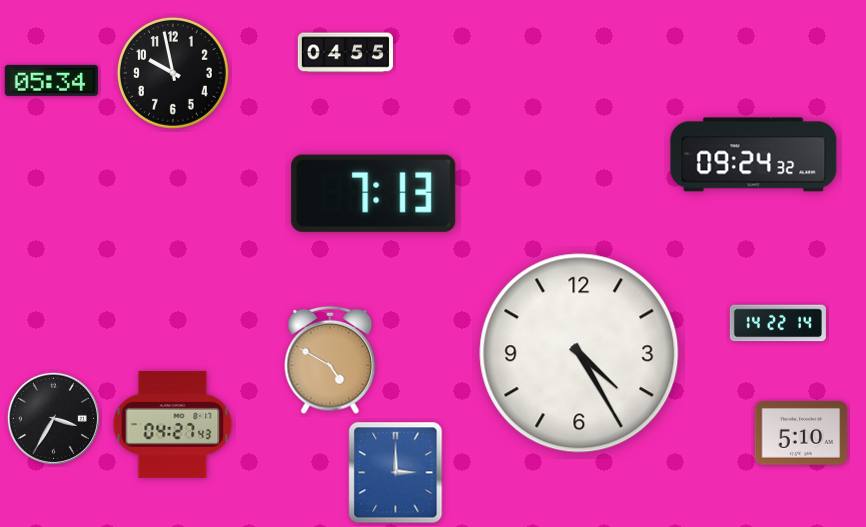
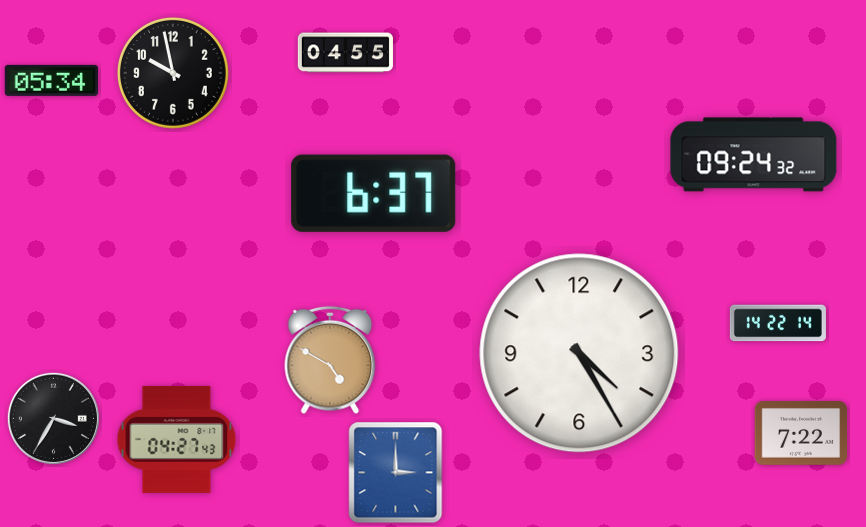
clock at (374, 193): 7:13 -> 6:37
clock at (173, 424) position: (173, 424) -> (177, 439)
clock at (801, 434): 5:10 -> 7:22
